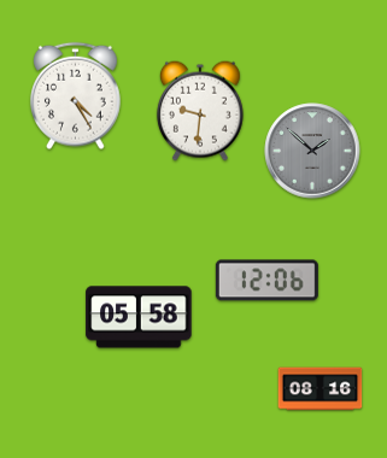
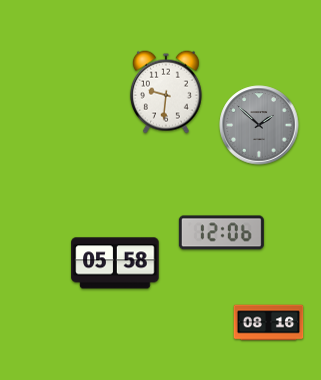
clock at (76, 96): 4:25 -> none
clock at (321, 389) position: (321, 389) -> (269, 323)
